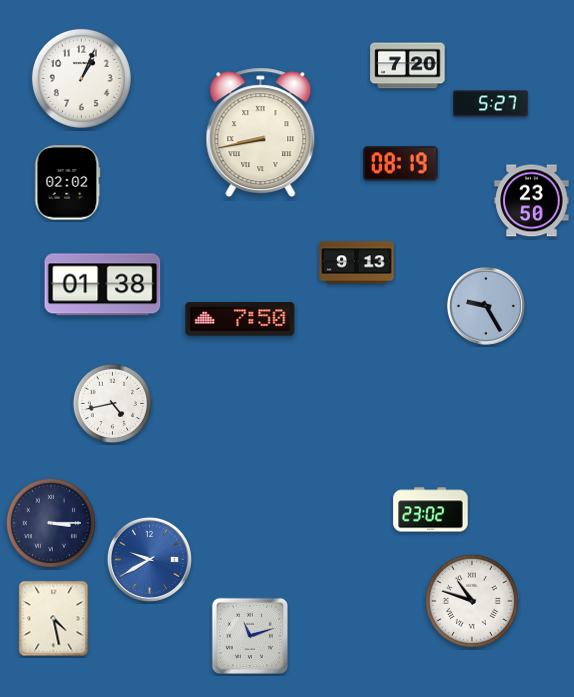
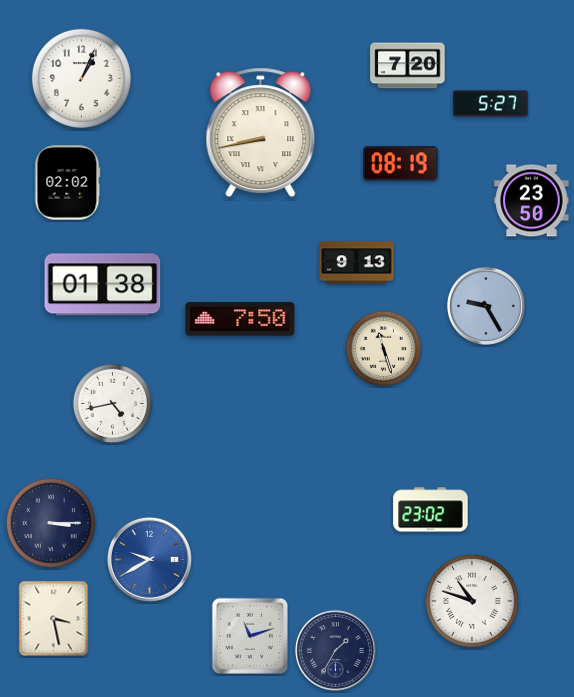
clock at (384, 349): none -> 11:27
clock at (54, 619): 4:28 -> 3:28
clock at (335, 650): none -> 1:35
